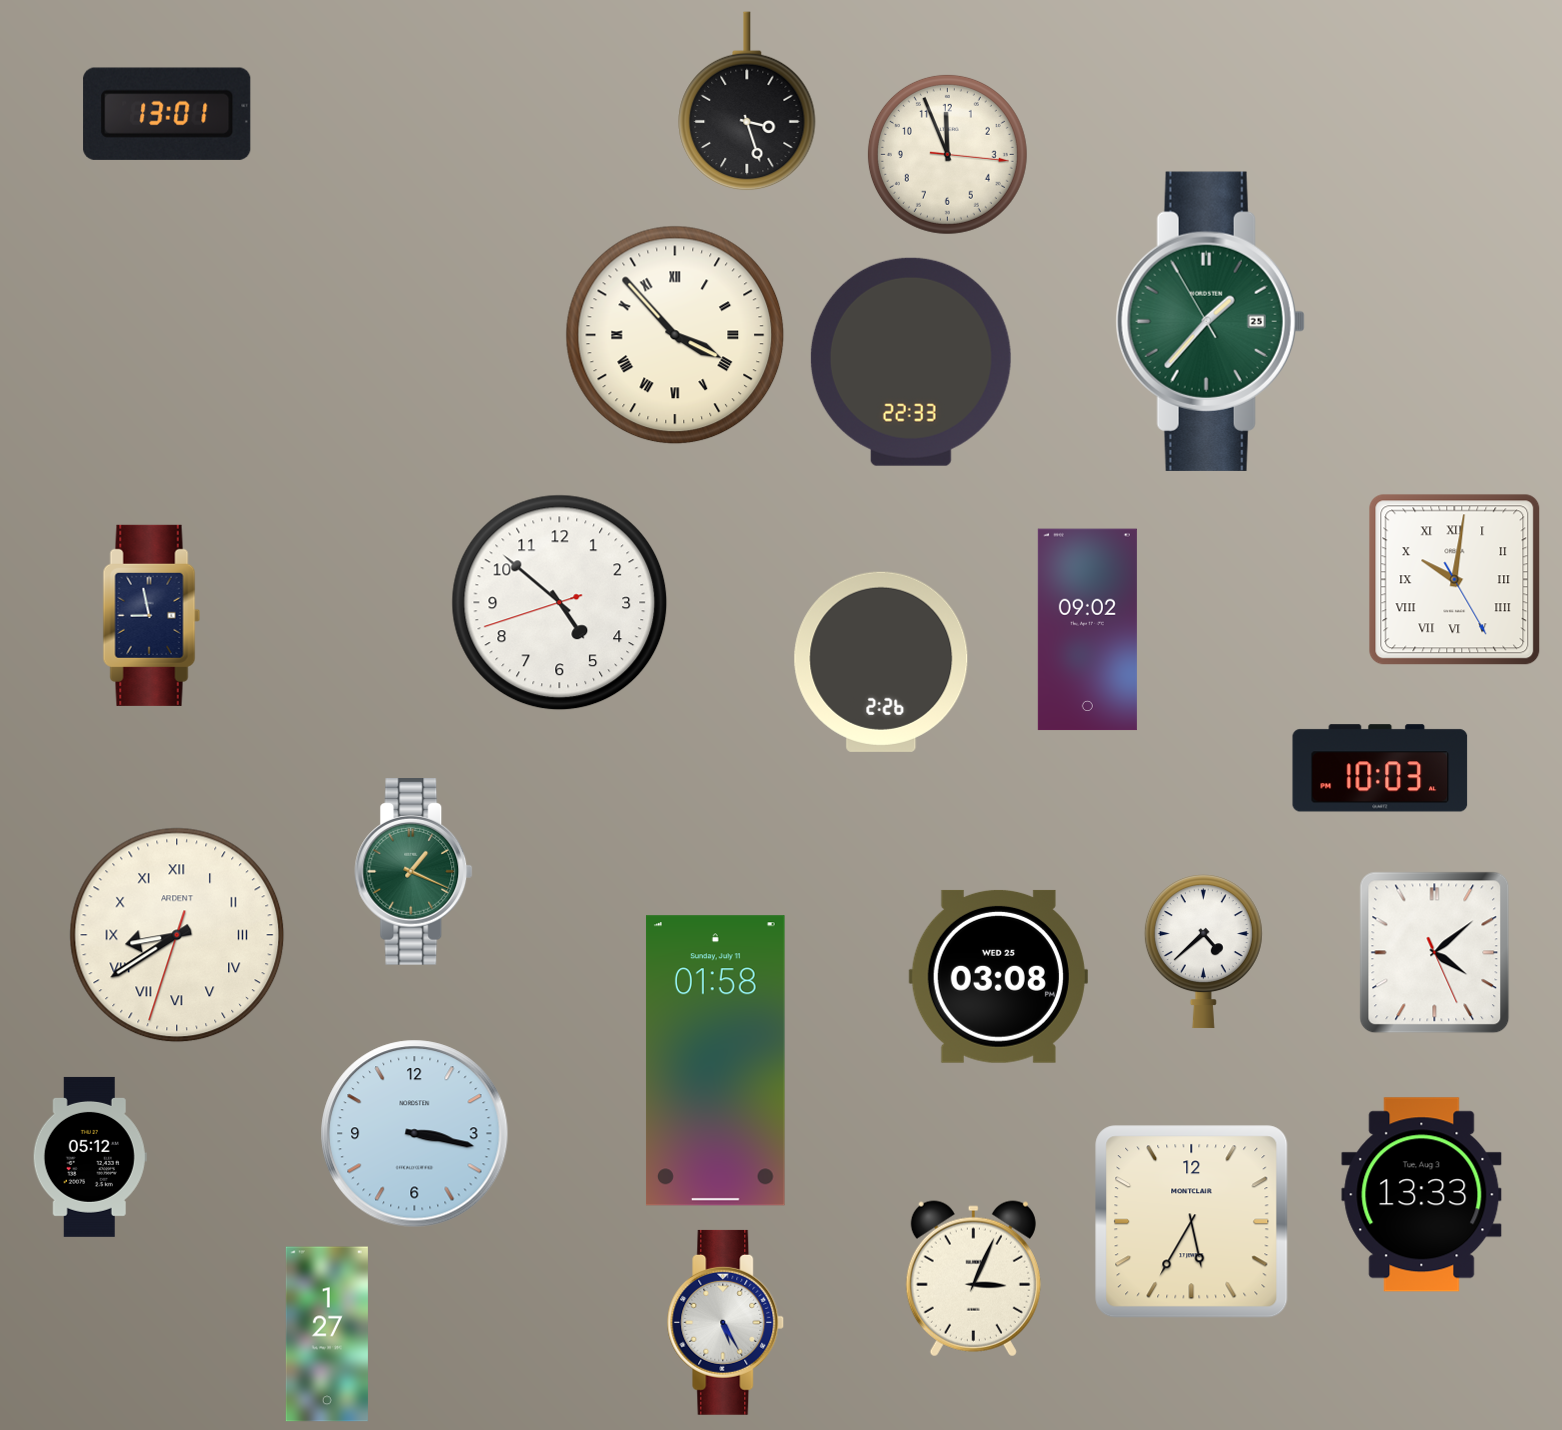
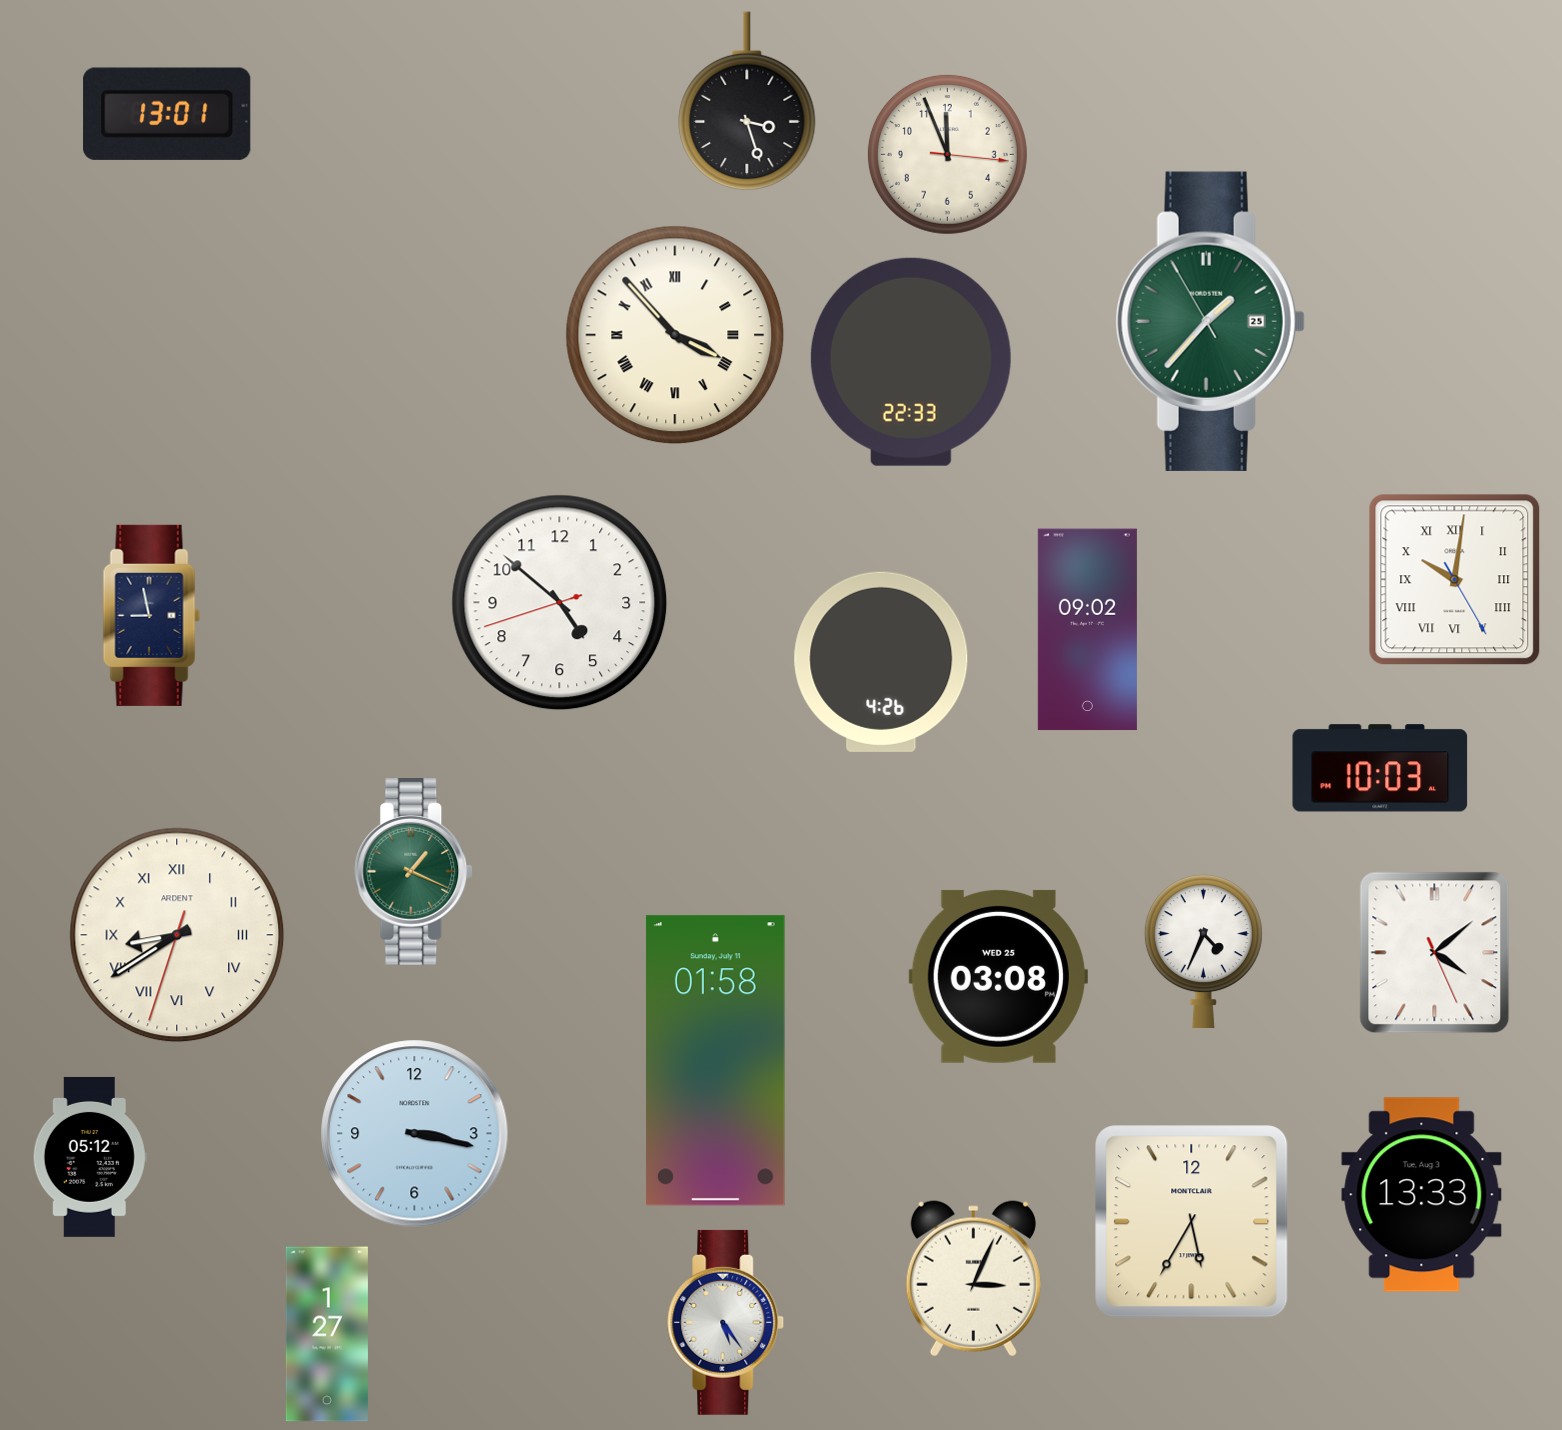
clock at (881, 662): 2:26 -> 4:26
clock at (1203, 952): 4:38 -> 4:34
clock at (726, 1322): 5:25 -> 5:24
